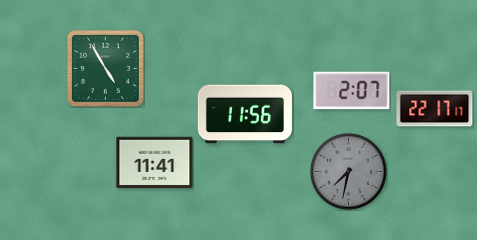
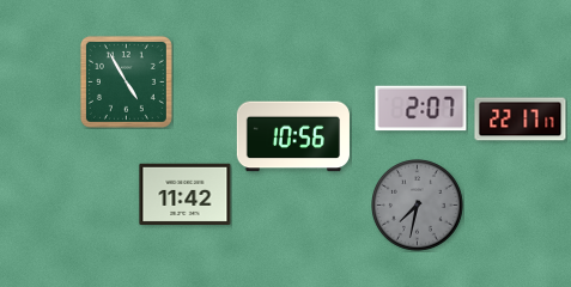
clock at (435, 109) position: (435, 109) -> (521, 120)
clock at (245, 114): 11:56 -> 10:56
clock at (155, 163): 11:41 -> 11:42
